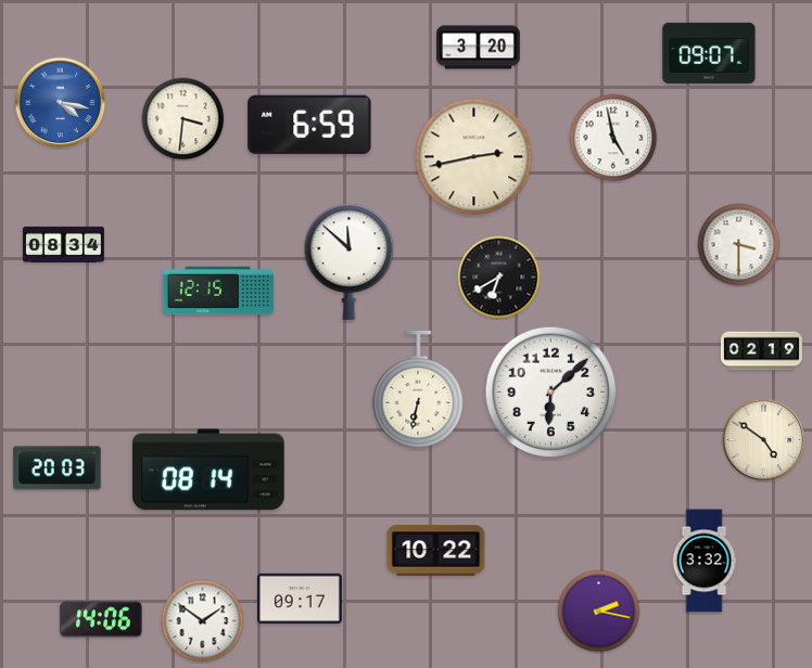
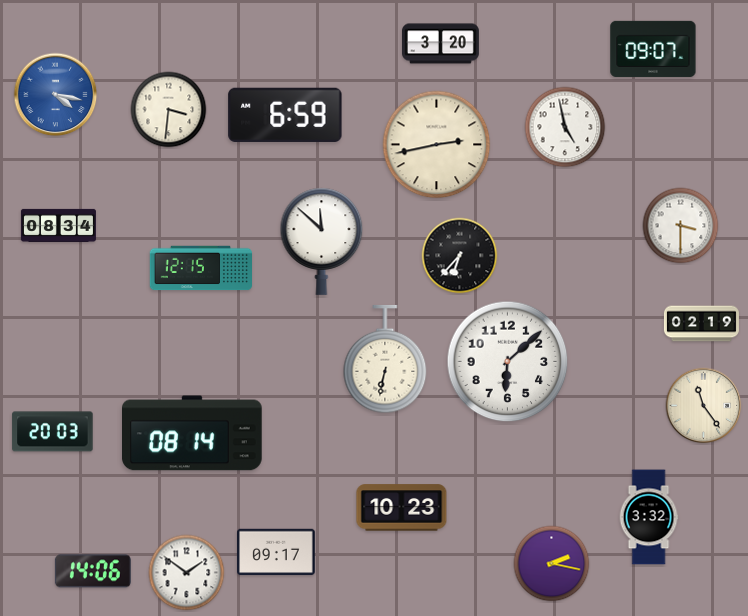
clock at (499, 278): 6:40 -> 6:37
clock at (764, 440): 4:51 -> 11:24
clock at (436, 551): 10:22 -> 10:23
